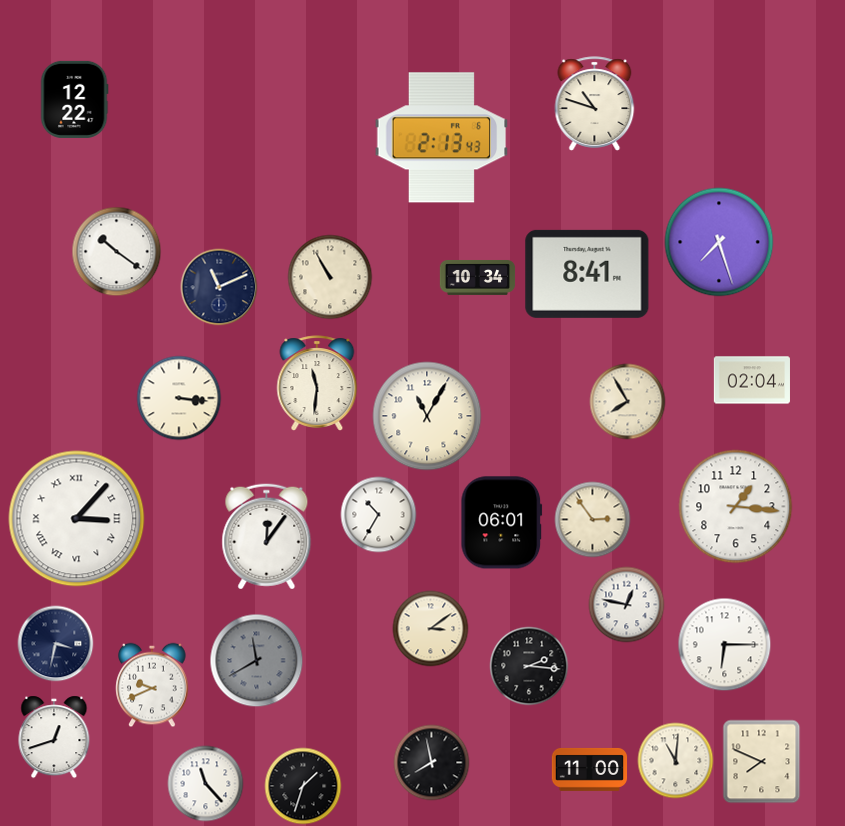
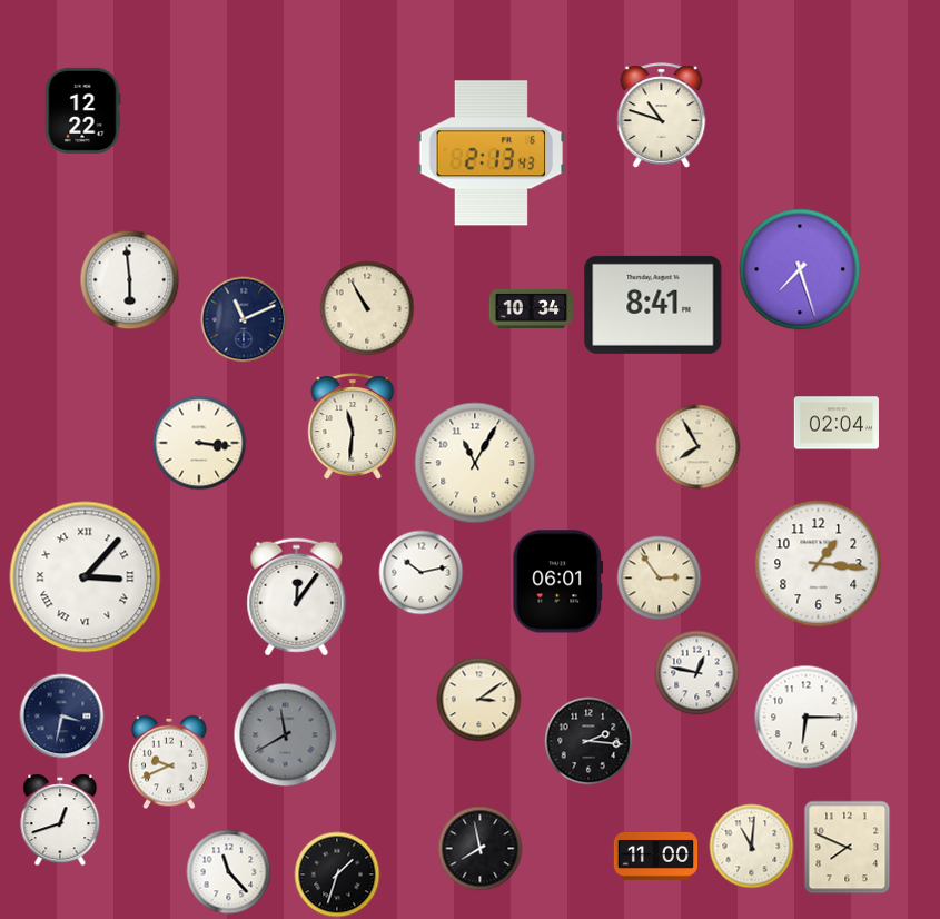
clock at (117, 252): 10:21 -> 5:59
clock at (379, 515): 10:35 -> 10:13
